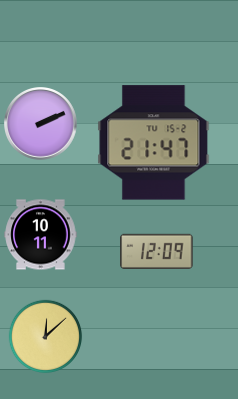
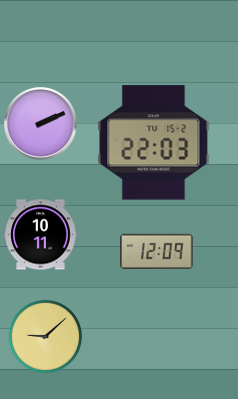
clock at (154, 143): 21:47 -> 22:03
clock at (46, 337): 12:08 -> 9:08
